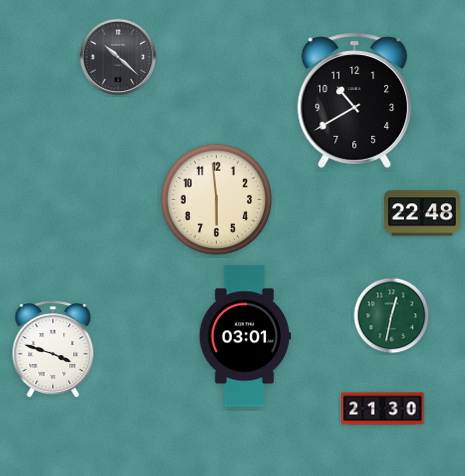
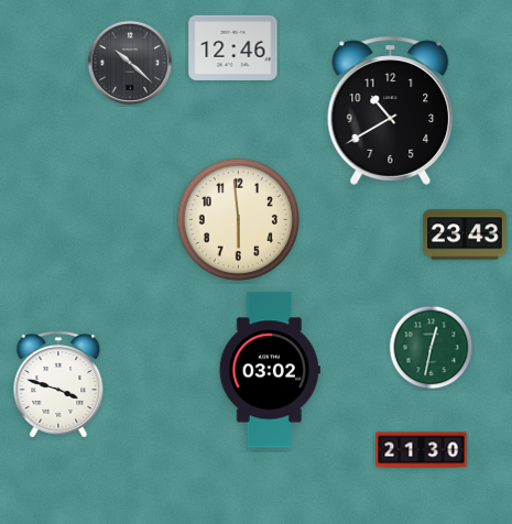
clock at (233, 47): none -> 12:46
clock at (422, 213): 22:48 -> 23:43
clock at (245, 336): 03:01 -> 03:02
